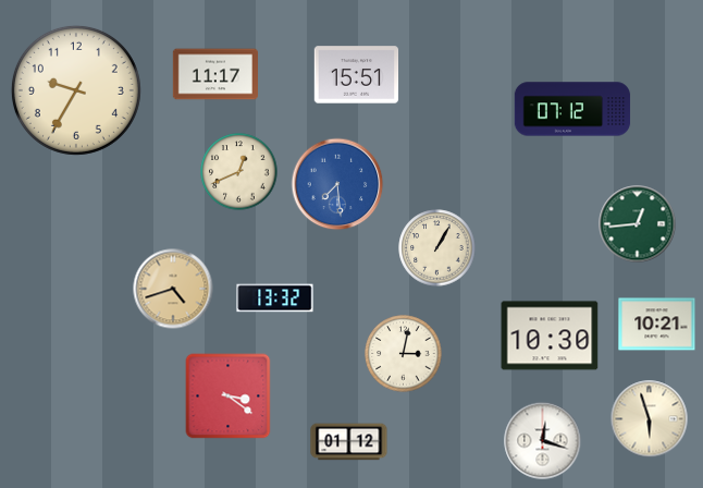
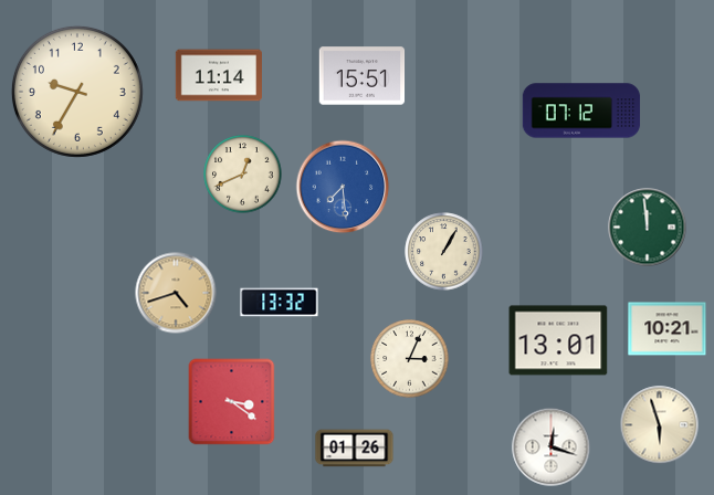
clock at (214, 74): 11:17 -> 11:14
clock at (638, 224): 12:44 -> 11:59
clock at (550, 335): 10:30 -> 13:01
clock at (404, 354): 3:02 -> 3:04
clock at (349, 442): 01:12 -> 01:26
